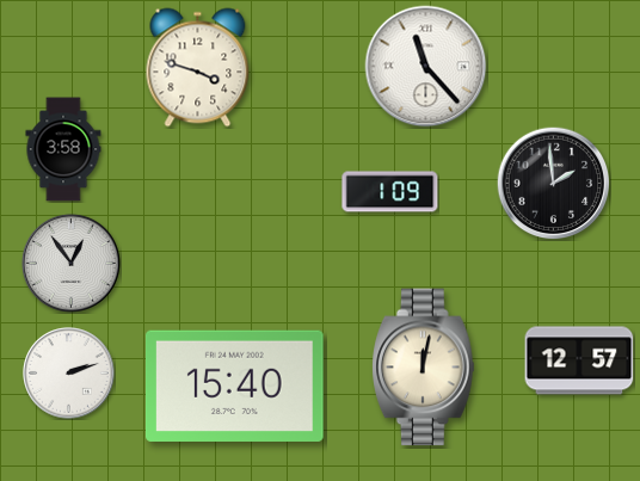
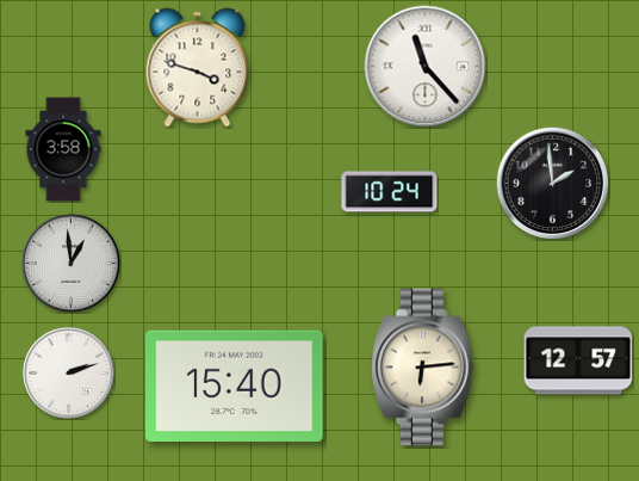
clock at (390, 192): 1:09 -> 10:24
clock at (70, 263): 12:54 -> 12:59
clock at (424, 368): 12:02 -> 6:14
